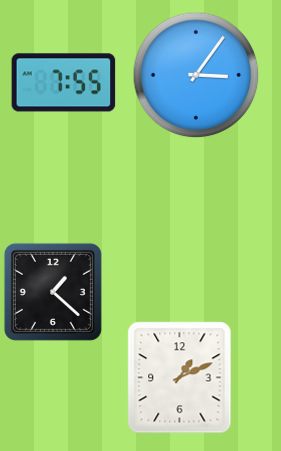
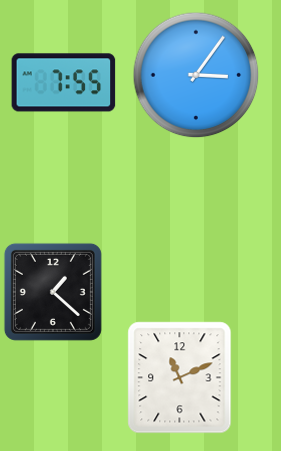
clock at (180, 378): 1:11 -> 11:11
